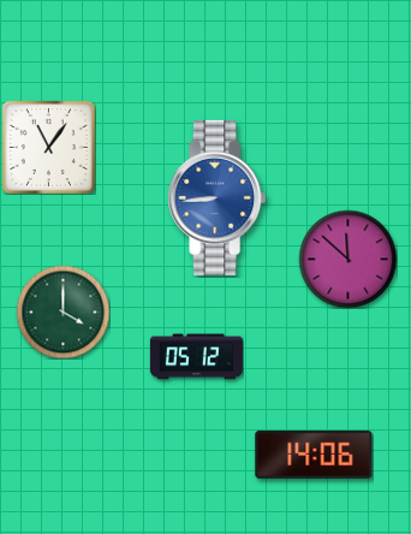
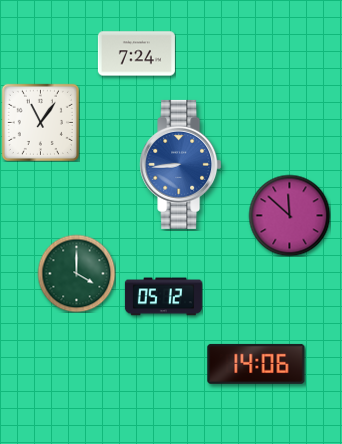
clock at (136, 54): none -> 7:24
clock at (62, 311) position: (62, 311) -> (76, 273)
clock at (314, 455) position: (314, 455) -> (256, 364)
